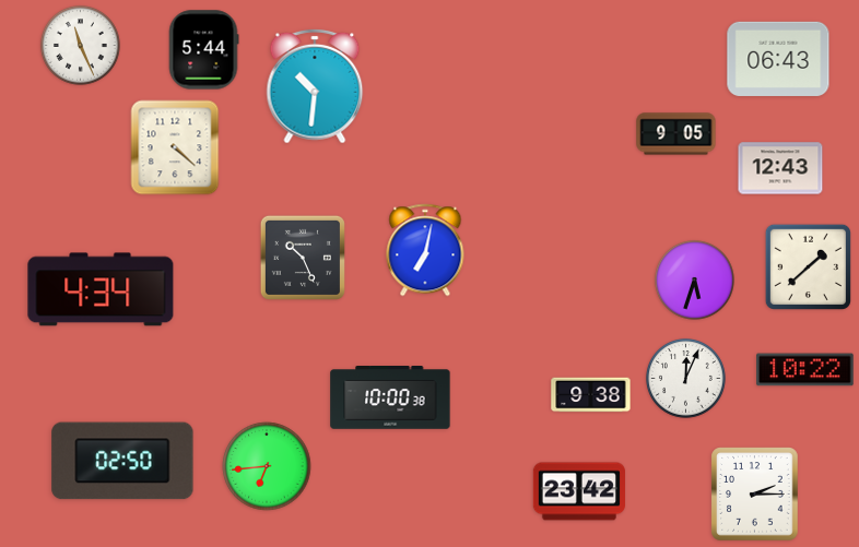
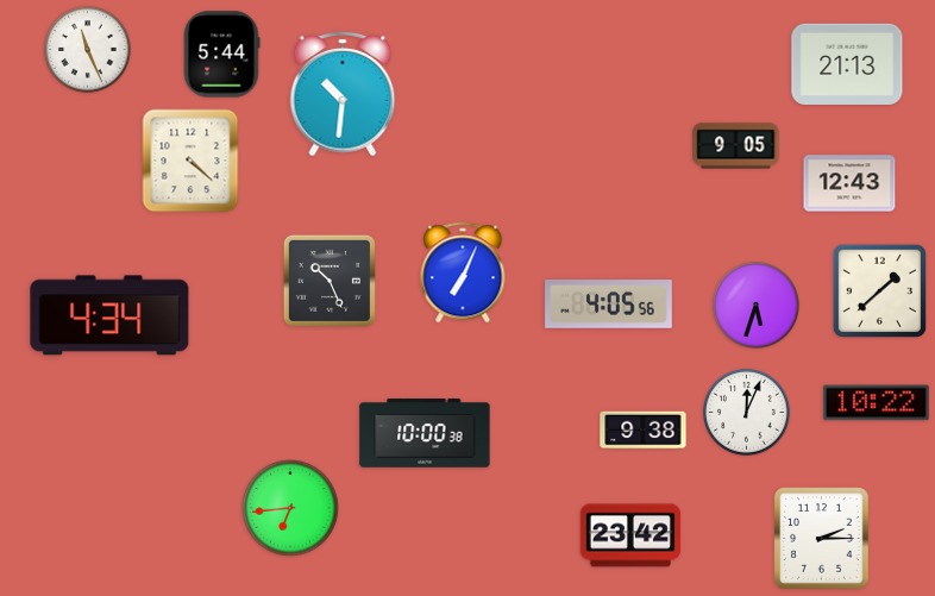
clock at (778, 59): 06:43 -> 21:13
clock at (425, 250): 7:02 -> 7:04
clock at (609, 305): none -> 4:05
clock at (122, 461): 02:50 -> none
